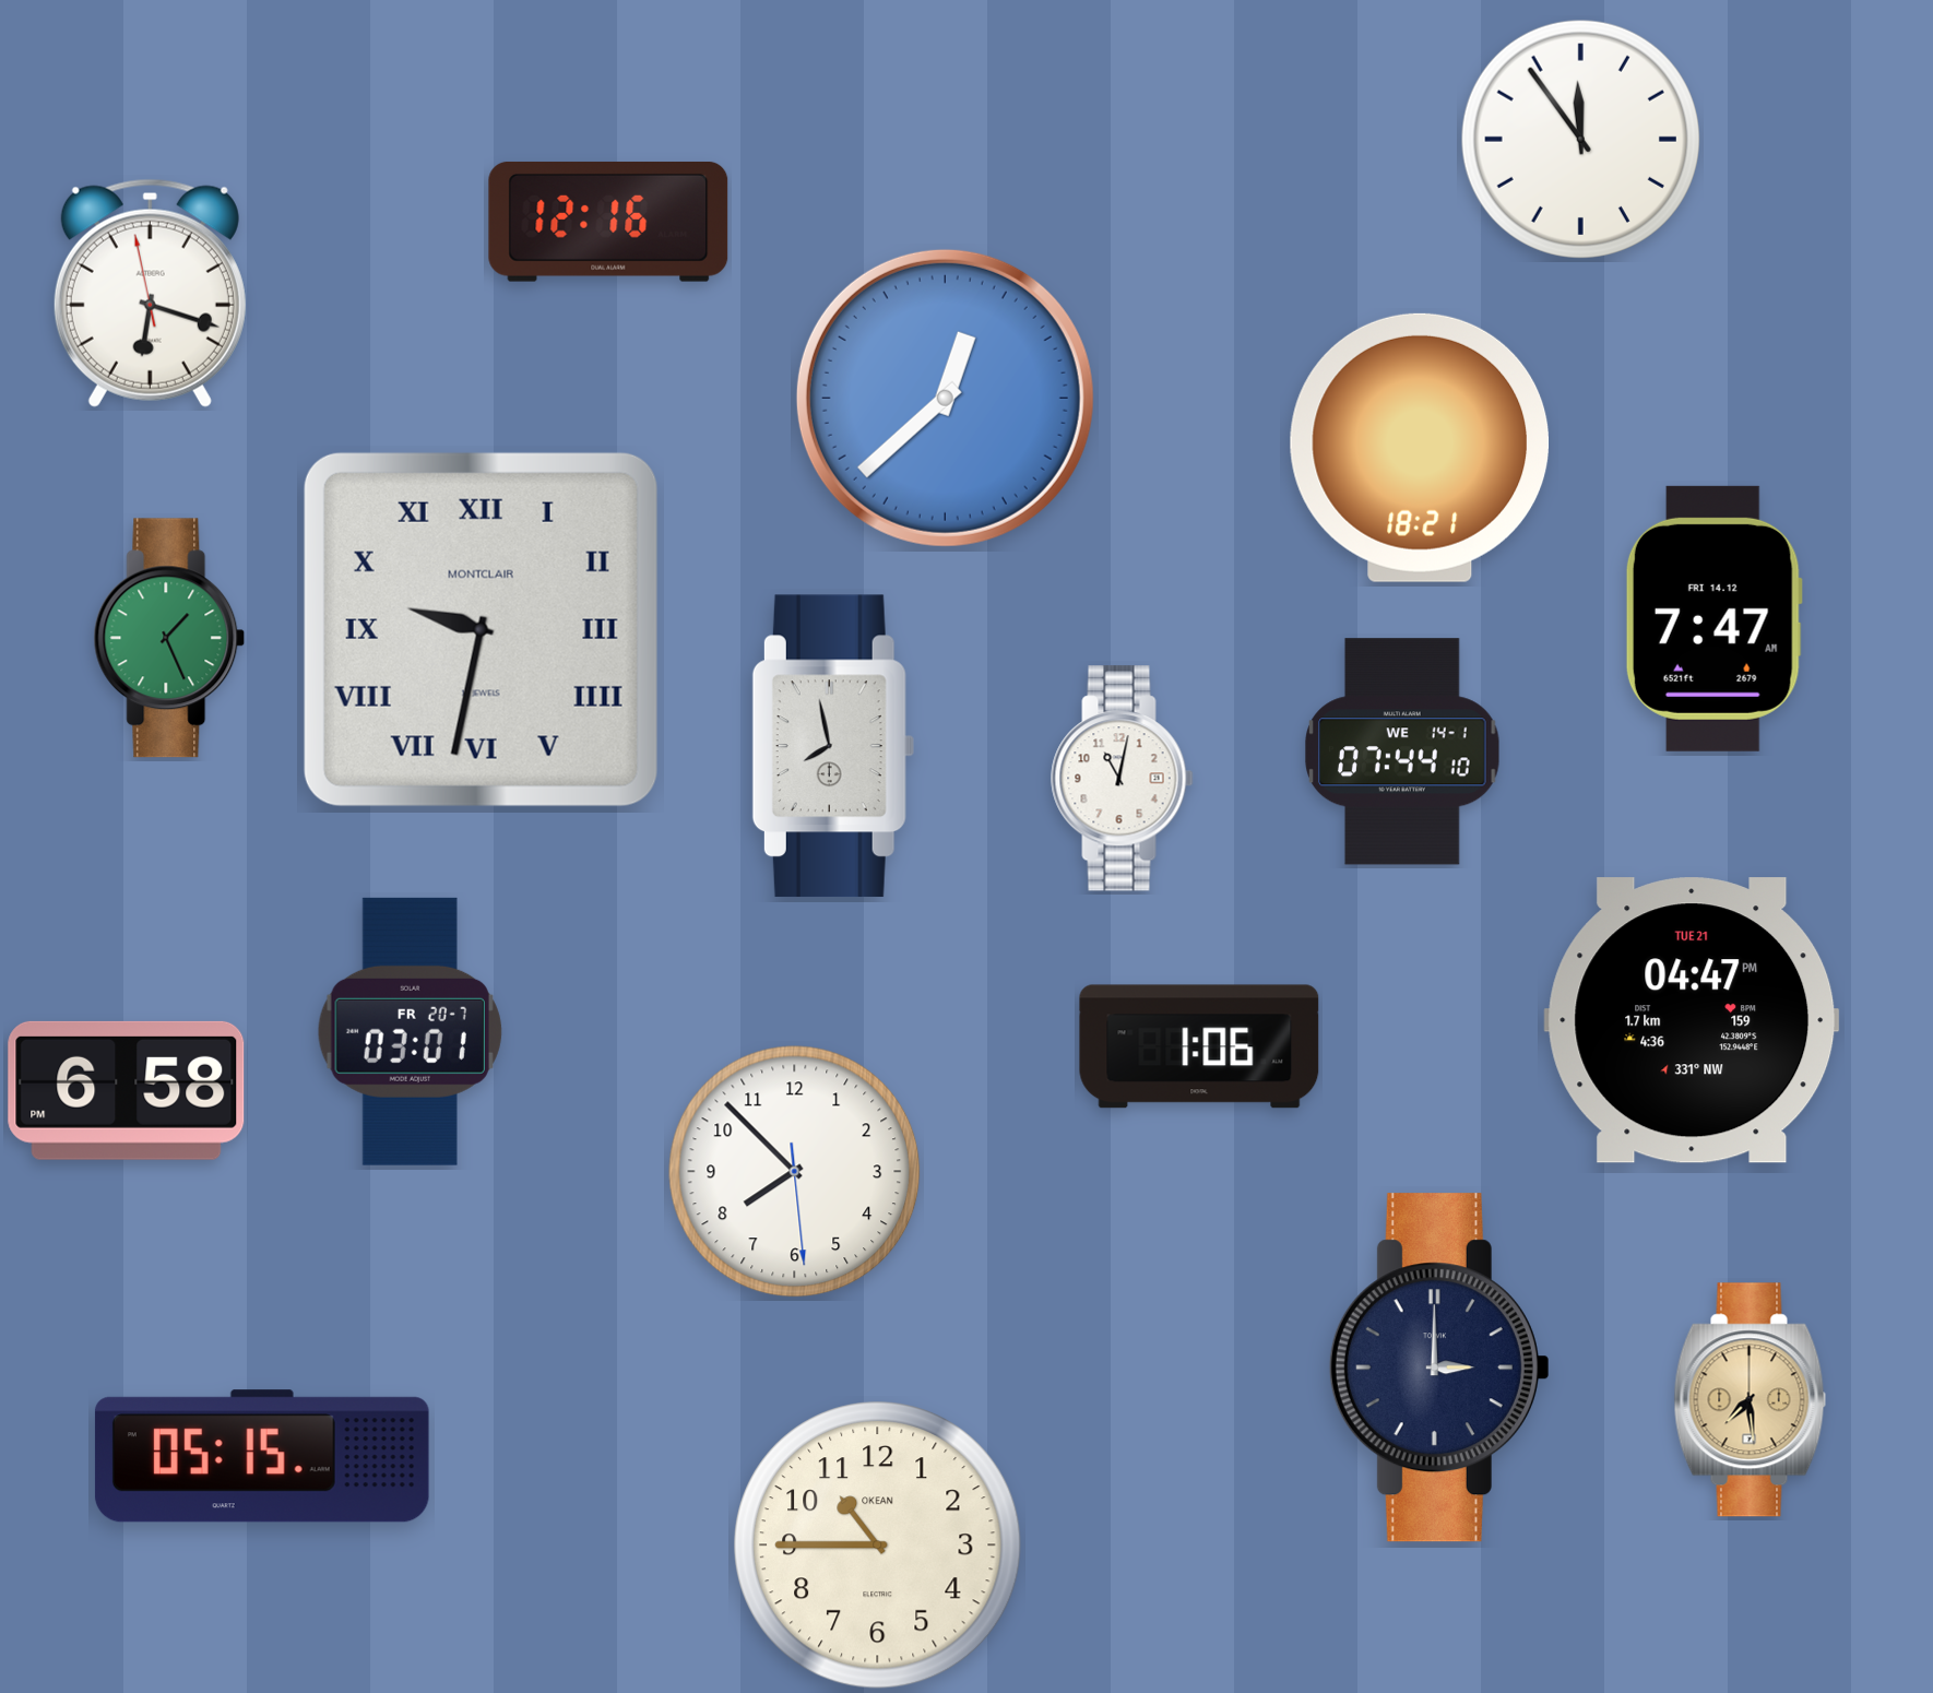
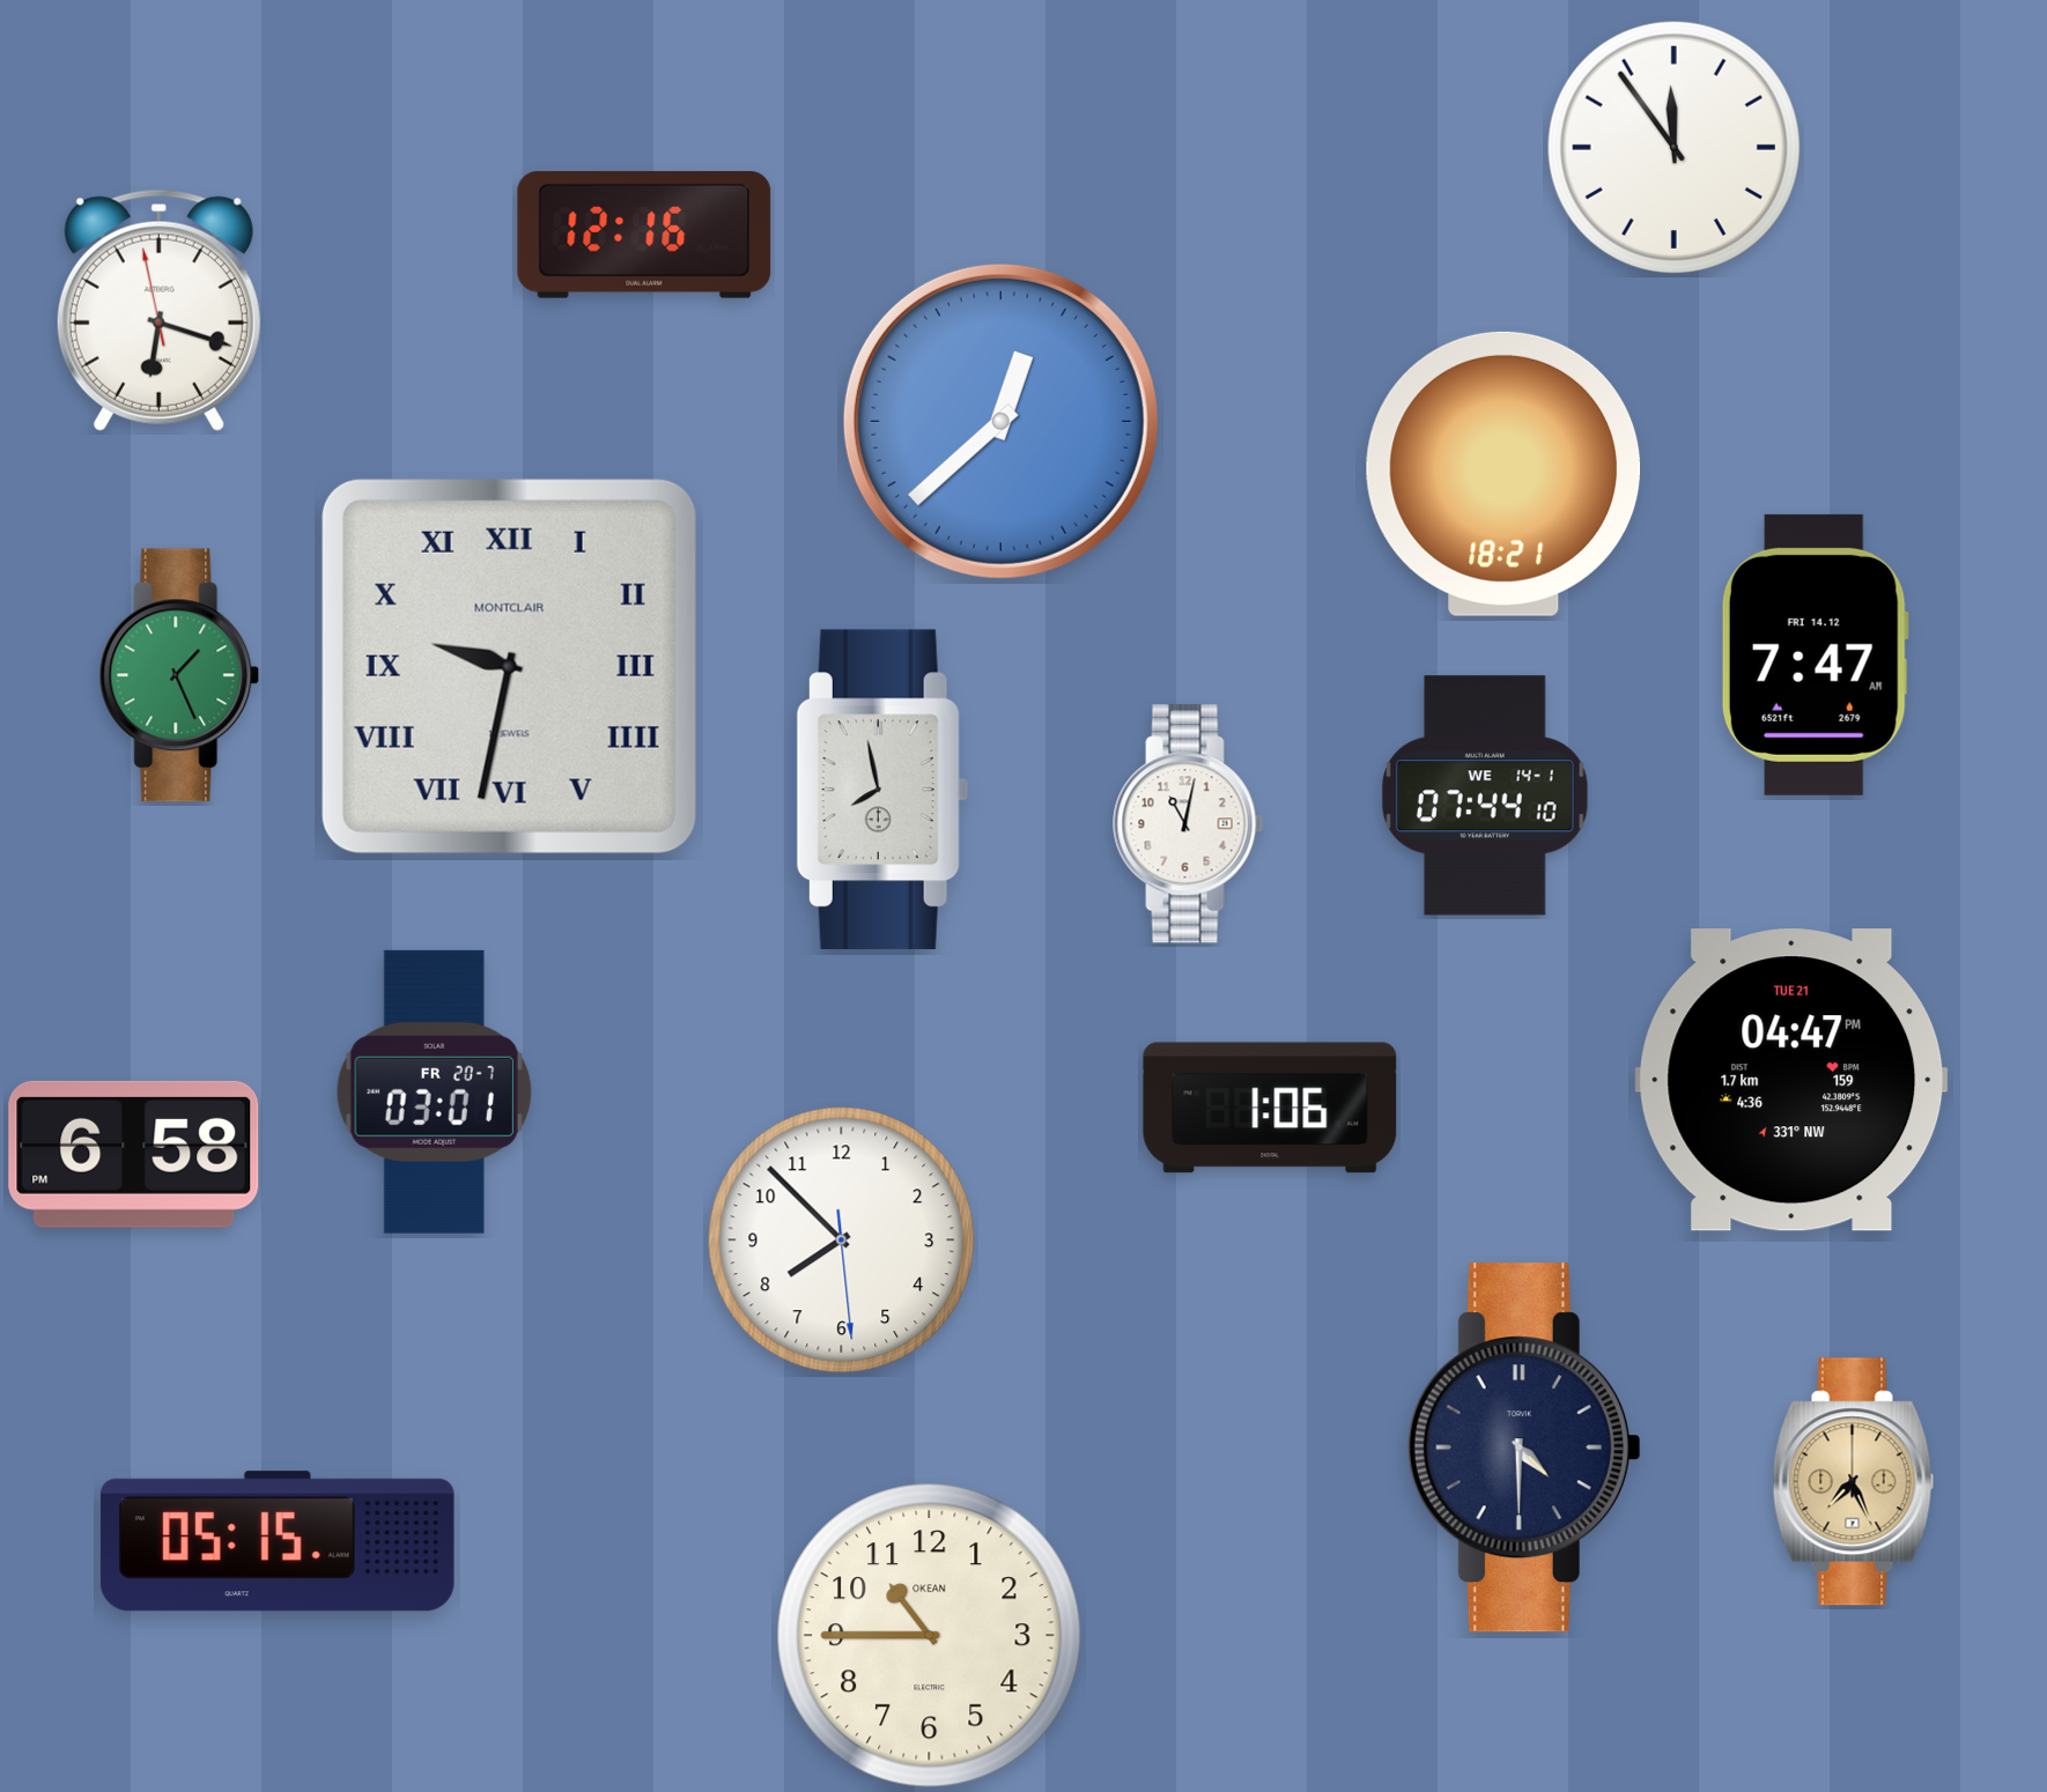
clock at (1439, 1368): 3:00 -> 4:30
clock at (1751, 1400): 7:29 -> 7:26
